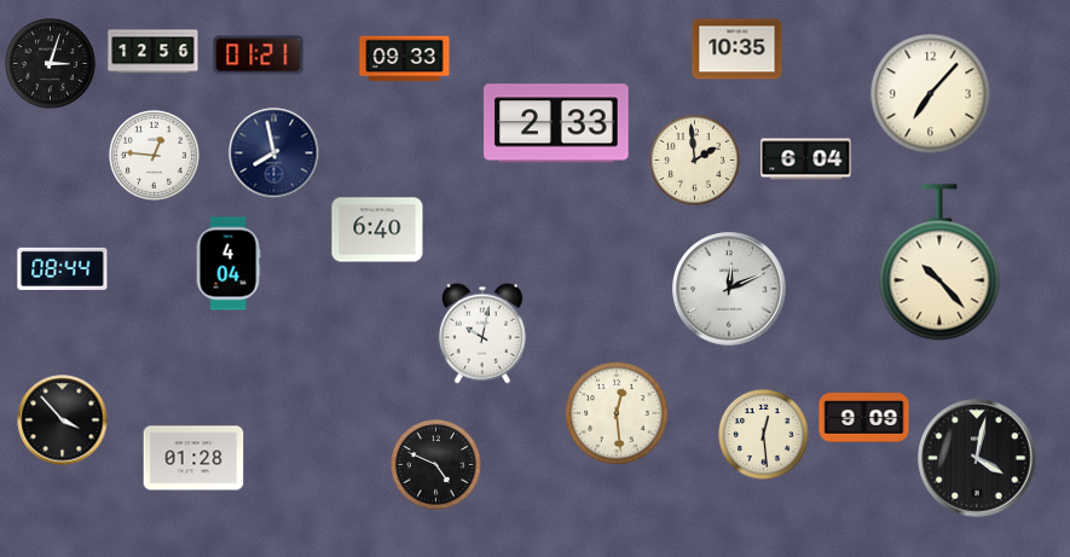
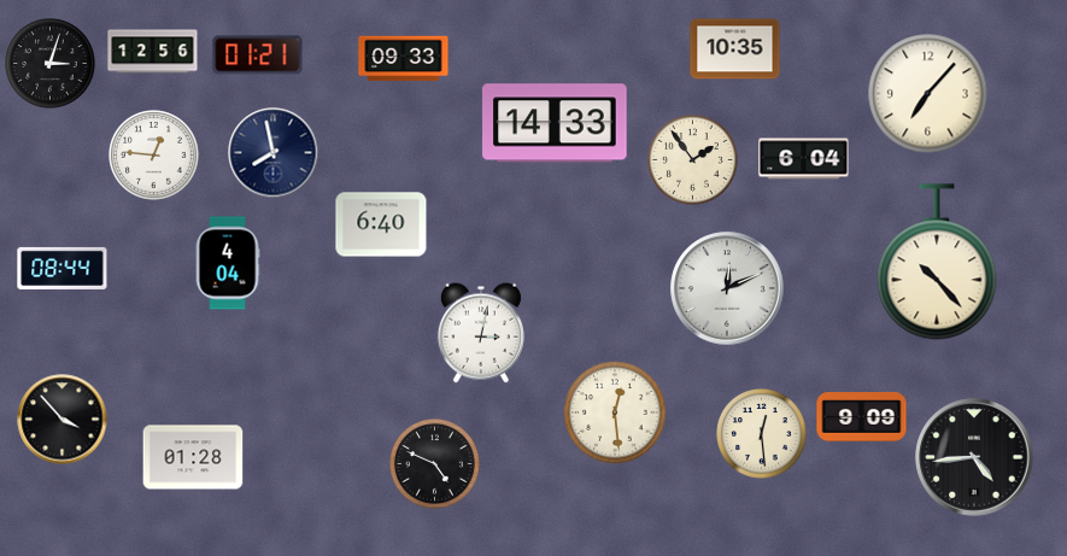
clock at (556, 123): 2:33 -> 14:33
clock at (695, 161): 1:59 -> 1:54
clock at (377, 230) position: (377, 230) -> (381, 224)
clock at (482, 333): 10:02 -> 3:02
clock at (977, 458): 4:02 -> 4:44
